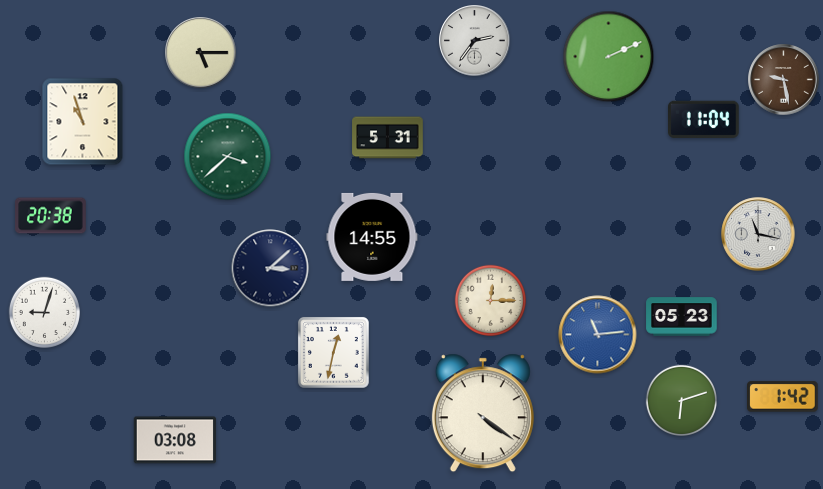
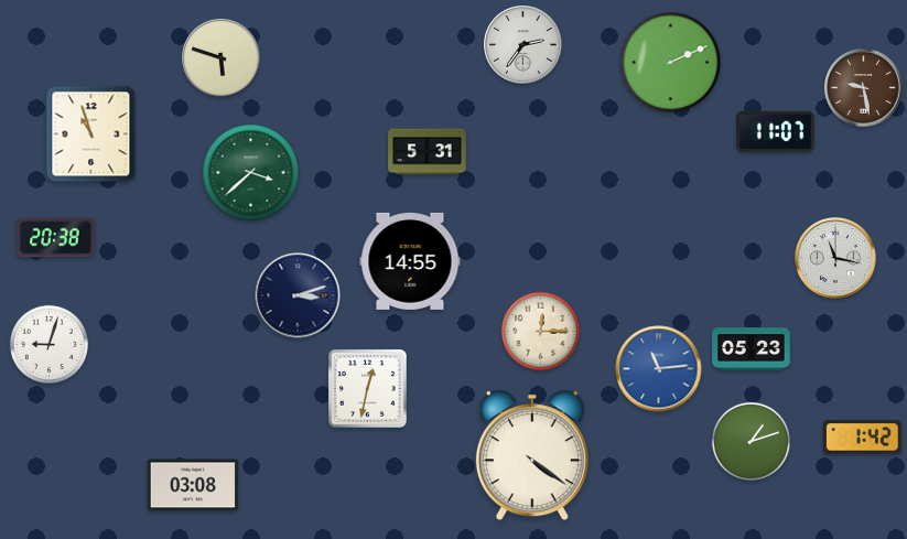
clock at (201, 53): 5:15 -> 5:48
clock at (704, 119): 11:04 -> 11:07
clock at (270, 268): 3:08 -> 3:12
clock at (681, 400): 6:12 -> 1:12
